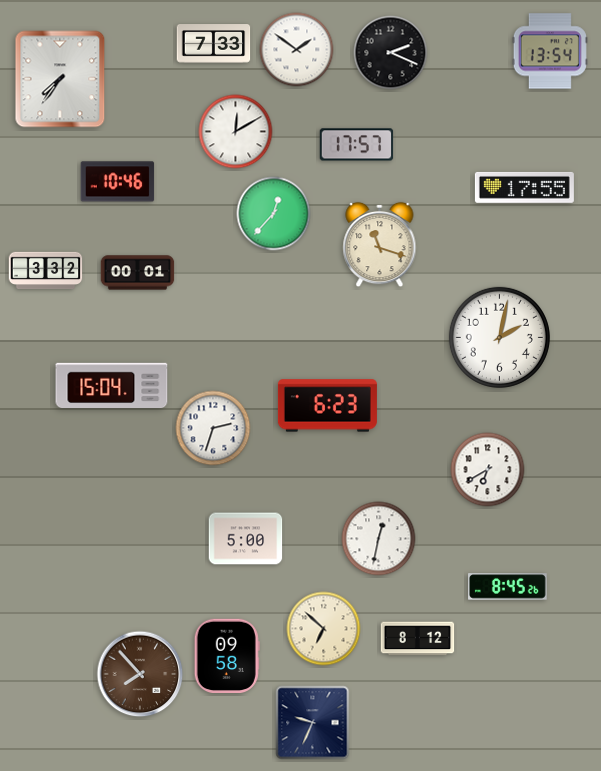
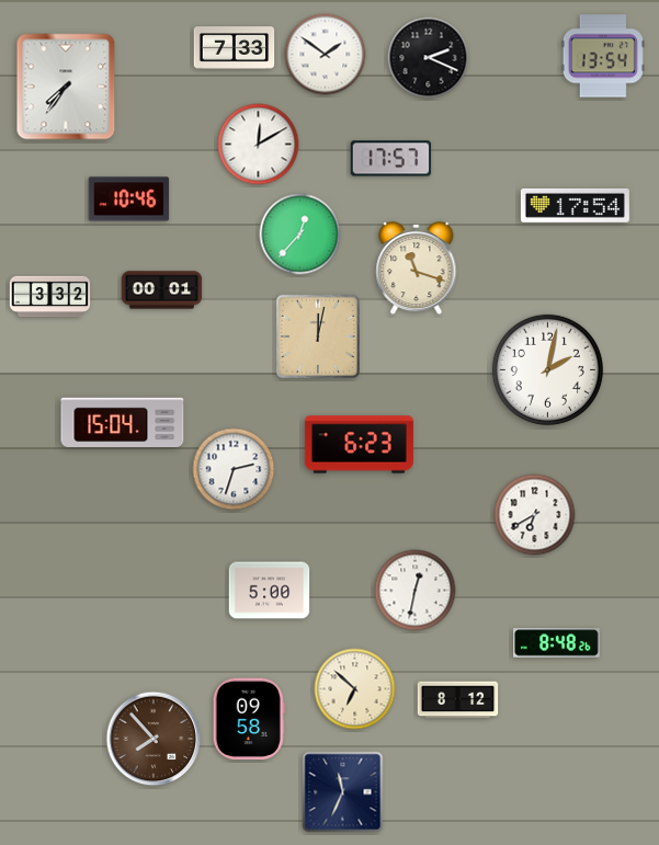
clock at (524, 187): 17:55 -> 17:54
clock at (138, 273) position: (138, 273) -> (162, 290)
clock at (318, 336): none -> 12:02
clock at (508, 587): 8:45 -> 8:48
clock at (313, 723): 9:34 -> 11:34
